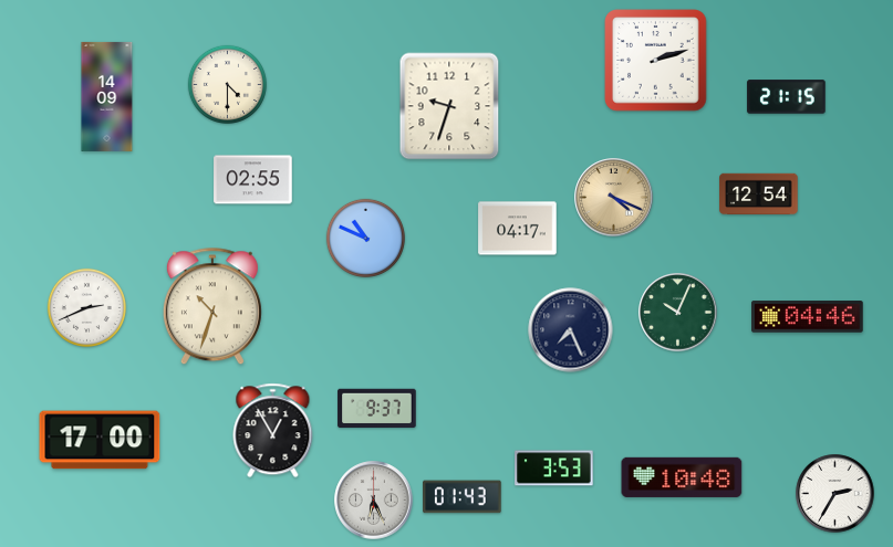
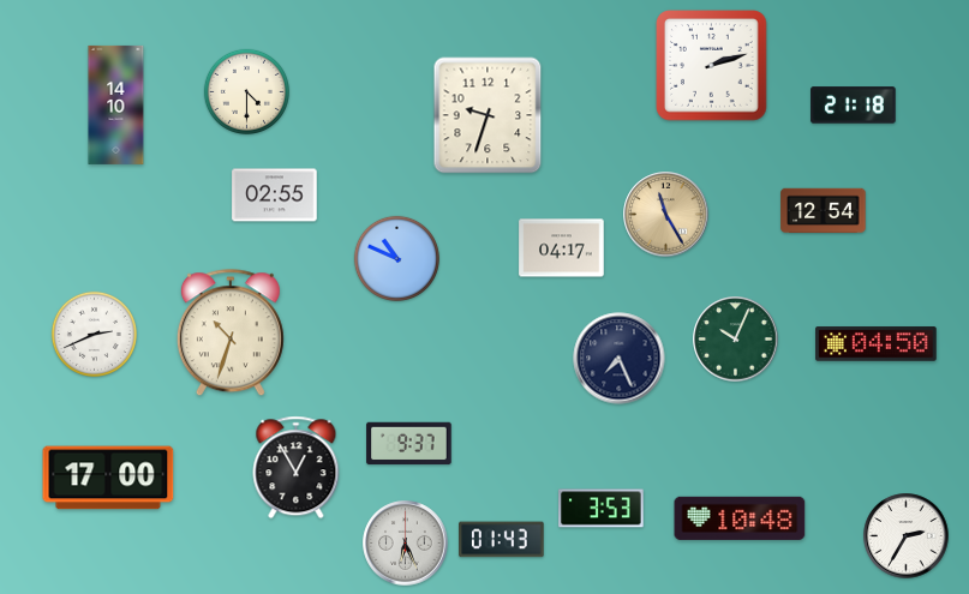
clock at (107, 96): 14:09 -> 14:10
clock at (787, 97): 21:15 -> 21:18
clock at (614, 198): 4:19 -> 11:25
clock at (808, 317): 04:46 -> 04:50
